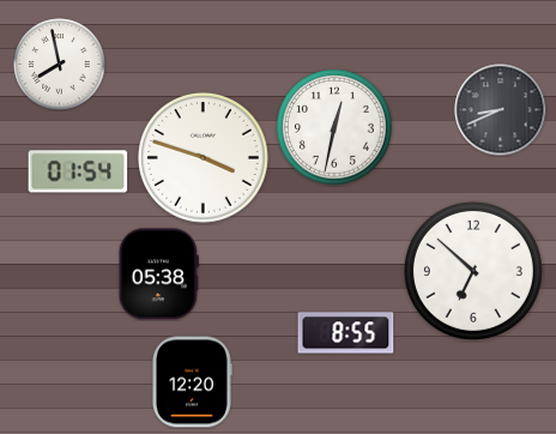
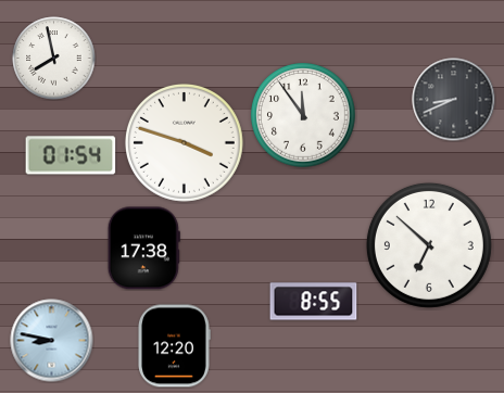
clock at (334, 127): 12:32 -> 11:54
clock at (158, 275): 05:38 -> 17:38
clock at (52, 341): none -> 8:47
